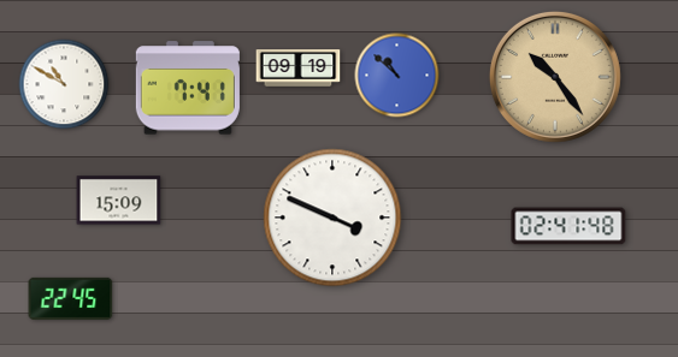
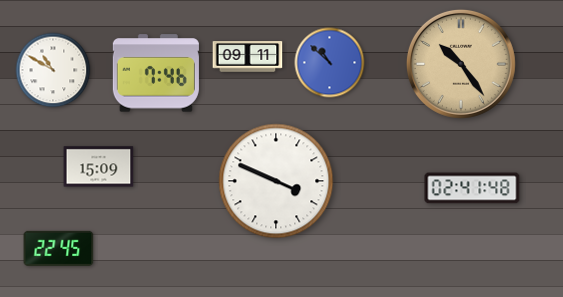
clock at (299, 69): 09:19 -> 09:11
clock at (188, 88): 7:41 -> 7:46
